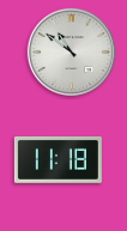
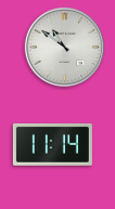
clock at (58, 159): 11:18 -> 11:14
